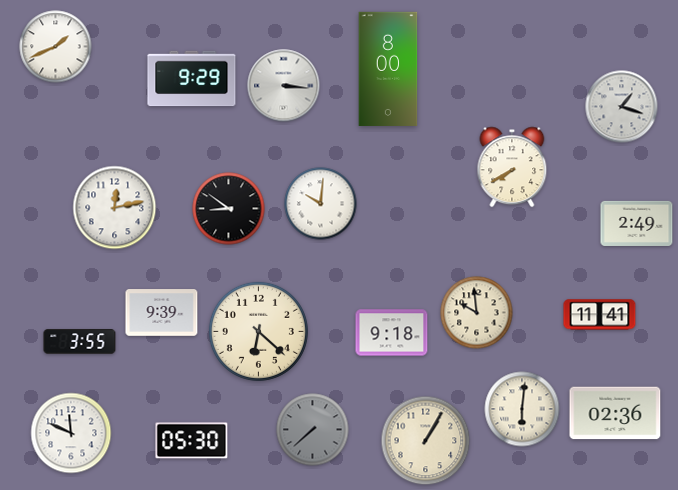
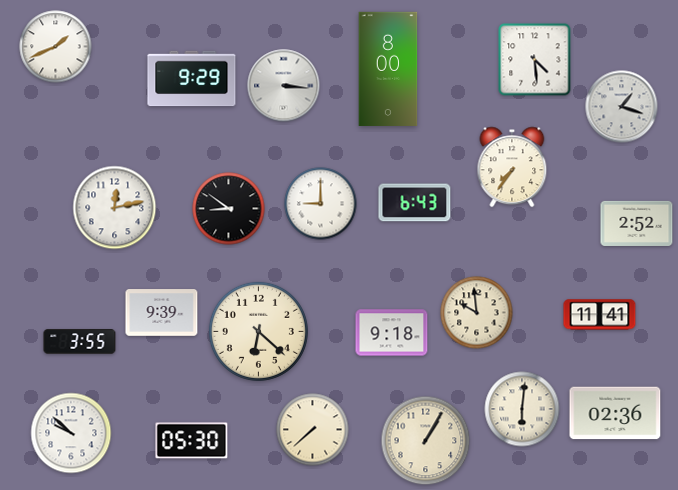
clock at (535, 60): none -> 4:29
clock at (512, 167): 7:40 -> 7:36
clock at (415, 203): none -> 6:43
clock at (321, 204): 10:01 -> 9:00
clock at (637, 223): 2:49 -> 2:52
clock at (313, 430) dial: grey -> cream
clock at (71, 433): 11:49 -> 9:52
